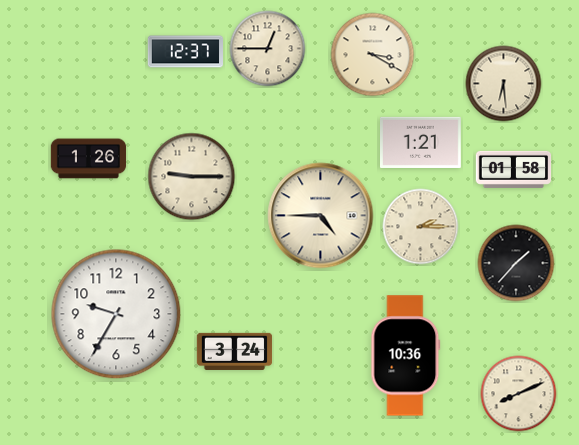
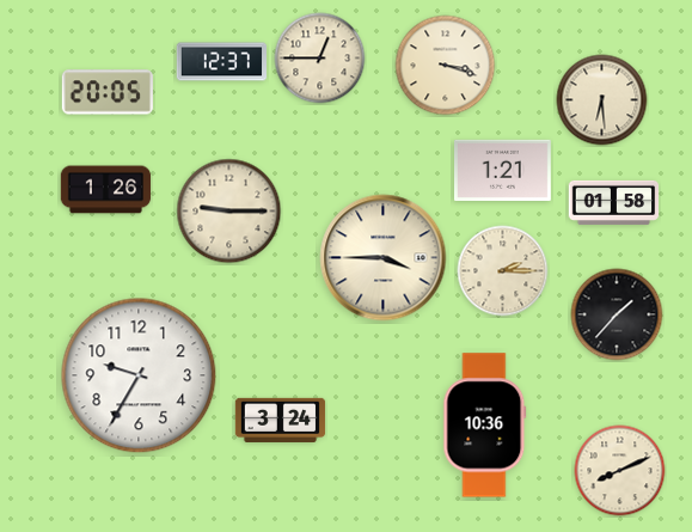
clock at (373, 55): 3:20 -> 3:18
clock at (108, 92): none -> 20:05
clock at (321, 216): 4:45 -> 3:45
